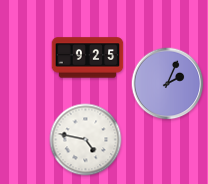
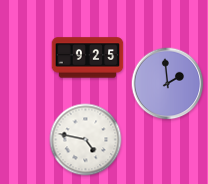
clock at (168, 84): 2:04 -> 1:59
